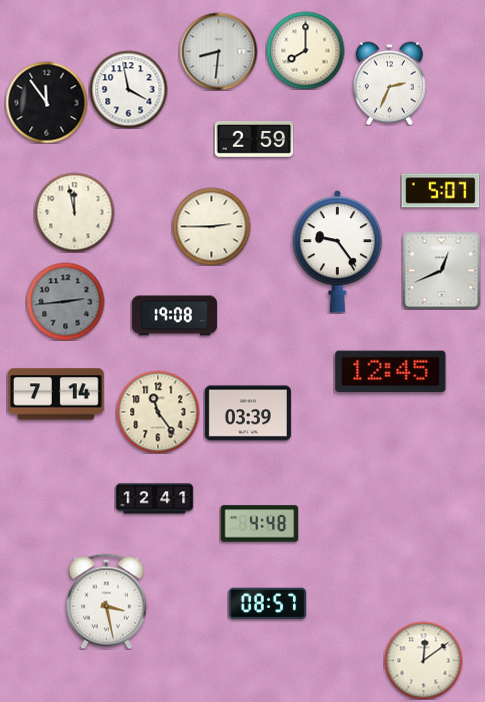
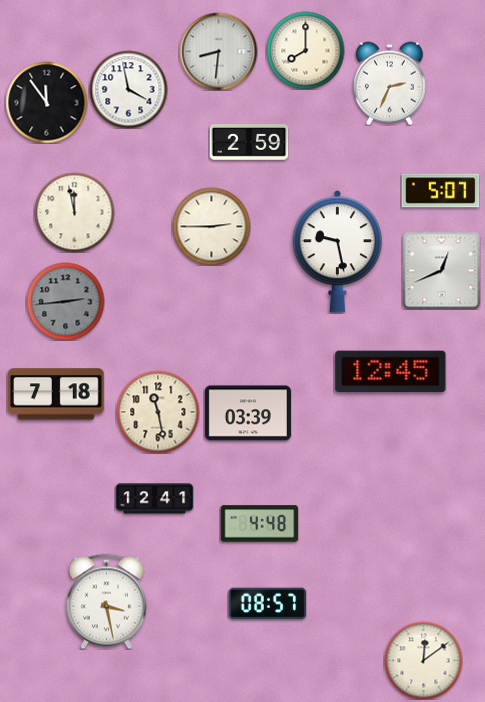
clock at (254, 140) position: (254, 140) -> (249, 143)
clock at (337, 252): 9:24 -> 9:28
clock at (174, 316): 19:08 -> none
clock at (57, 394): 7:14 -> 7:18
clock at (158, 412): 11:24 -> 11:28
